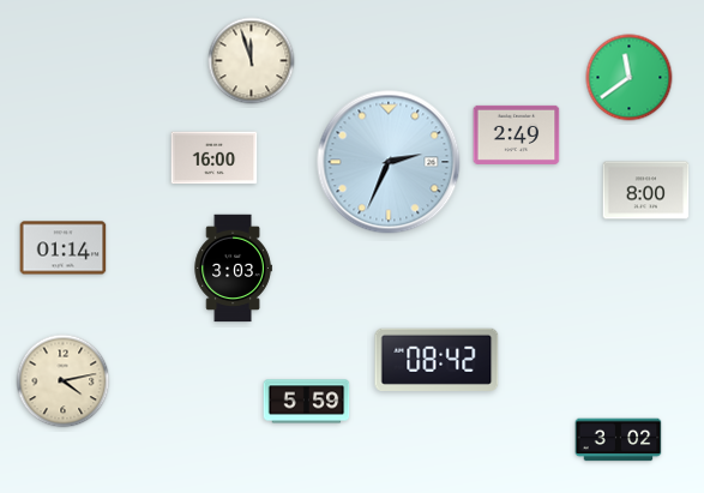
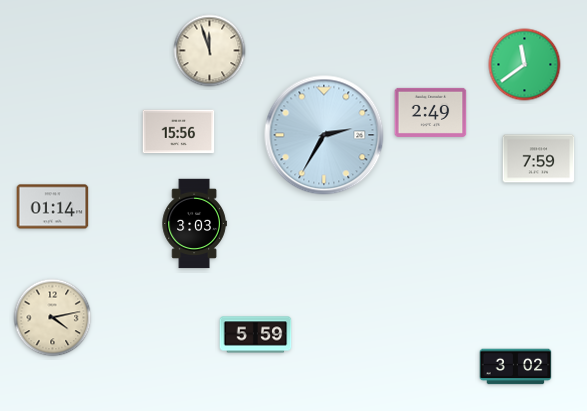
clock at (215, 158): 16:00 -> 15:56
clock at (389, 162): 2:34 -> 2:35
clock at (646, 191): 8:00 -> 7:59
clock at (437, 360): 08:42 -> none
